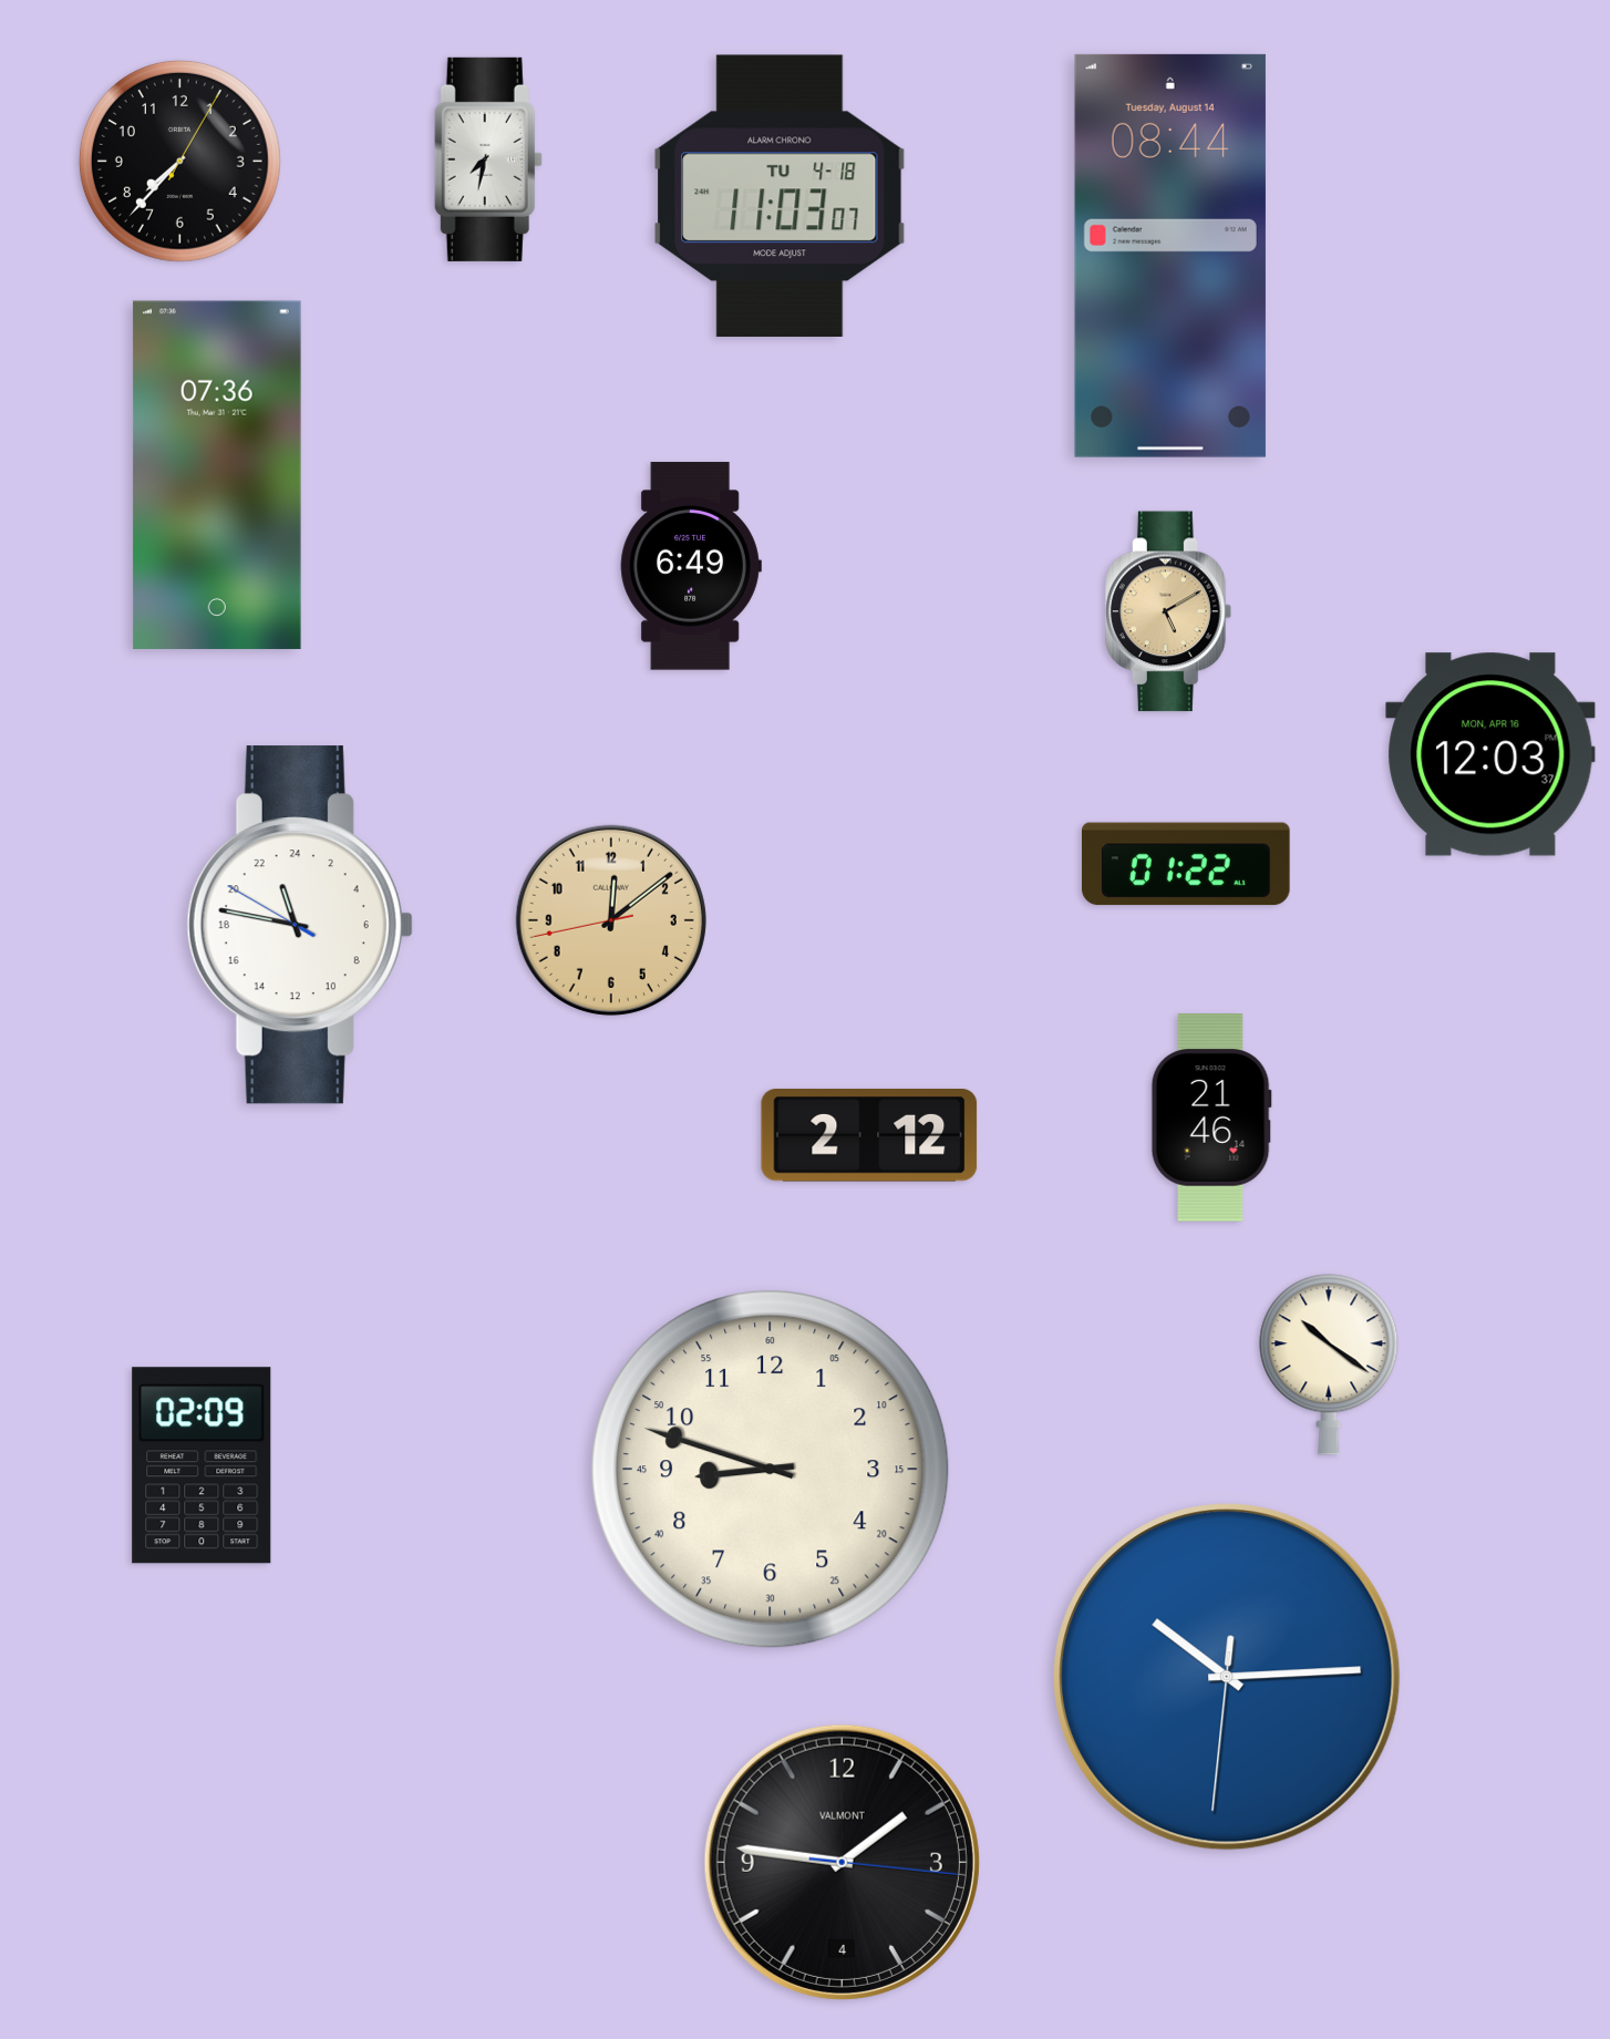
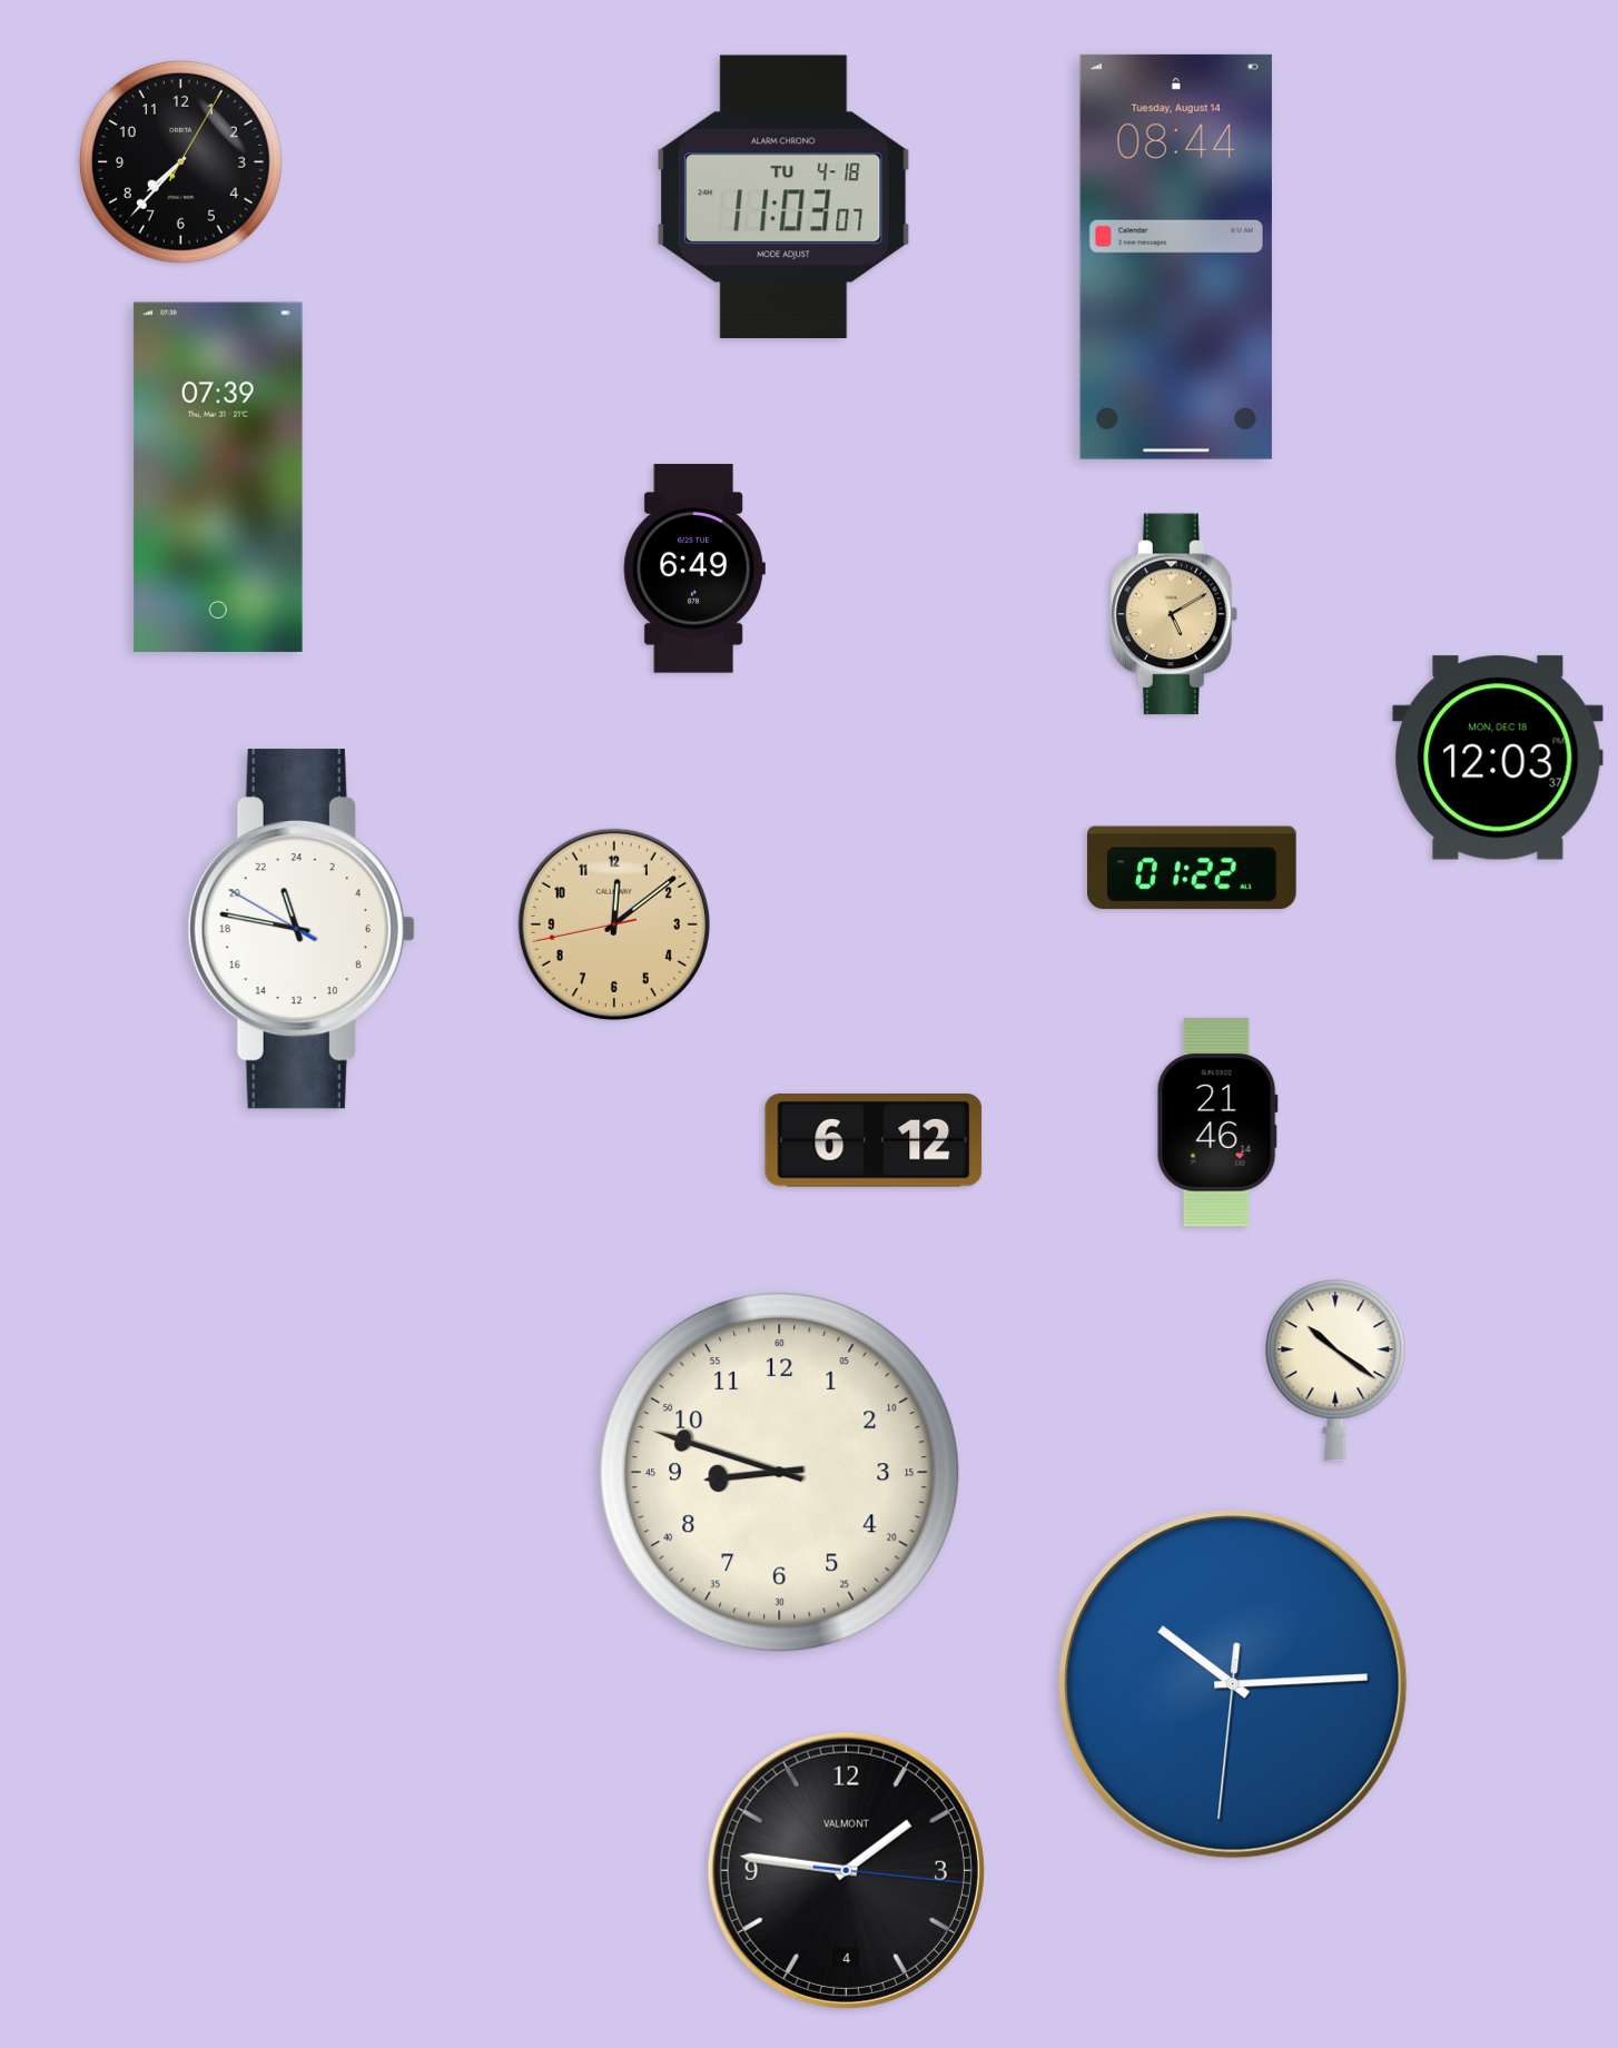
clock at (488, 159): 7:32 -> none
clock at (217, 475): 07:36 -> 07:39
clock at (1490, 754) date: MON, APR 16 -> MON, DEC 18
clock at (869, 1135): 2:12 -> 6:12
clock at (202, 1465): 02:09 -> none
clock at (770, 1469) position: (770, 1469) -> (779, 1472)
